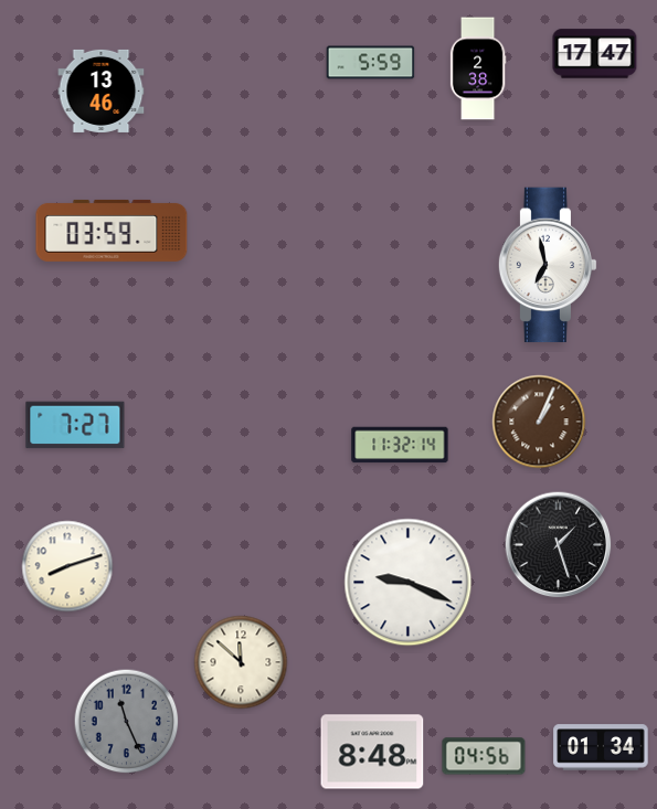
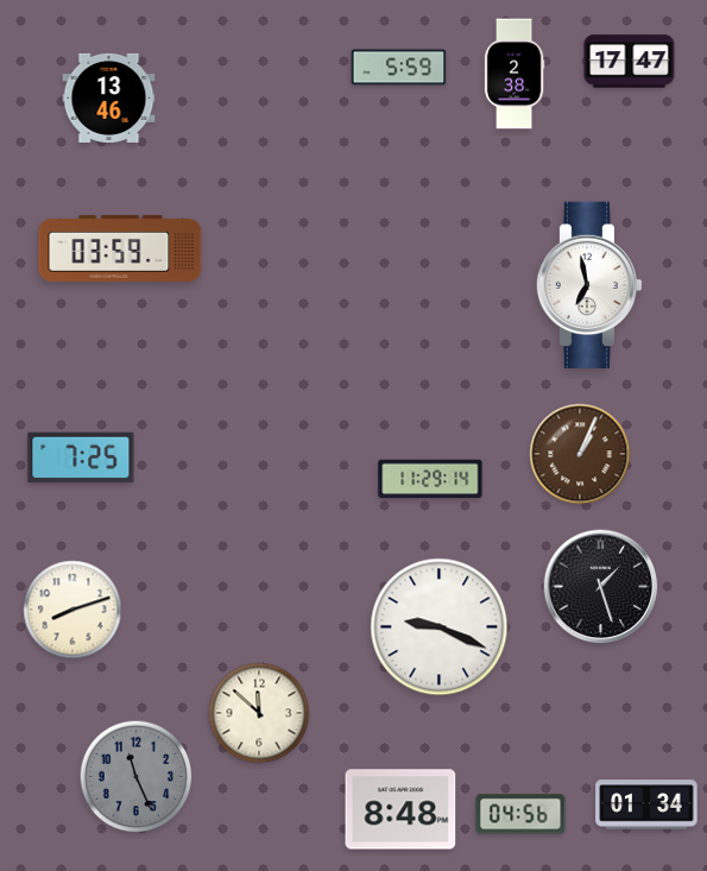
clock at (595, 54) position: (595, 54) -> (630, 62)
clock at (75, 425): 7:27 -> 7:25
clock at (400, 445): 11:32 -> 11:29
